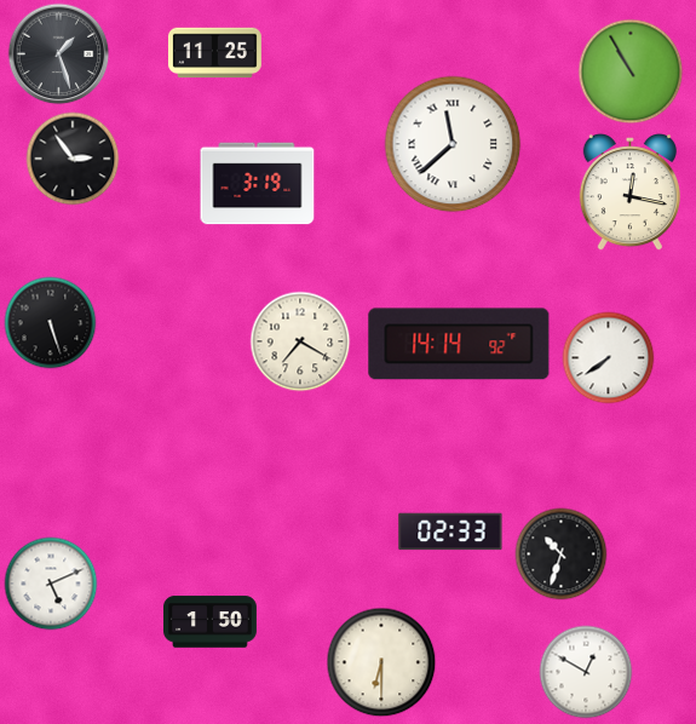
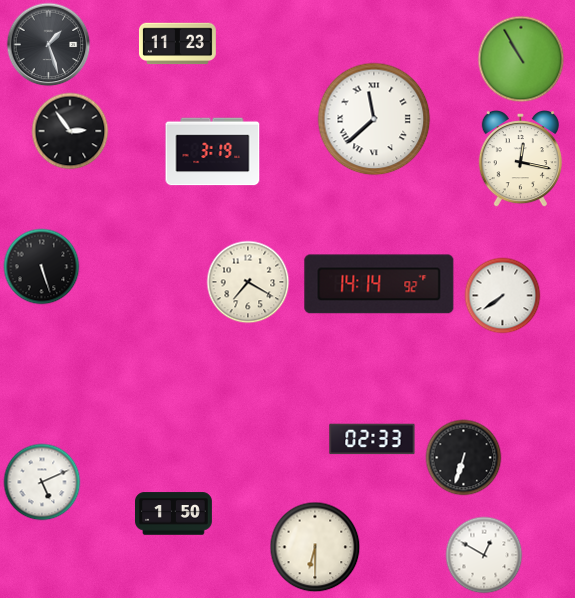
clock at (214, 53): 11:25 -> 11:23
clock at (73, 159) position: (73, 159) -> (70, 131)
clock at (562, 555): 10:33 -> 6:33
